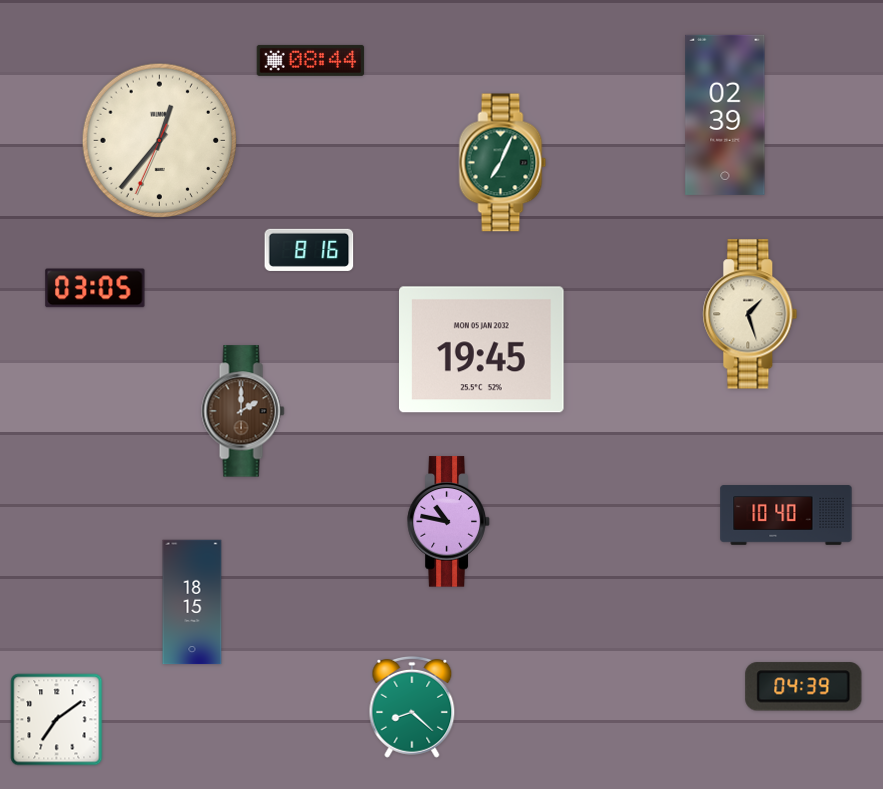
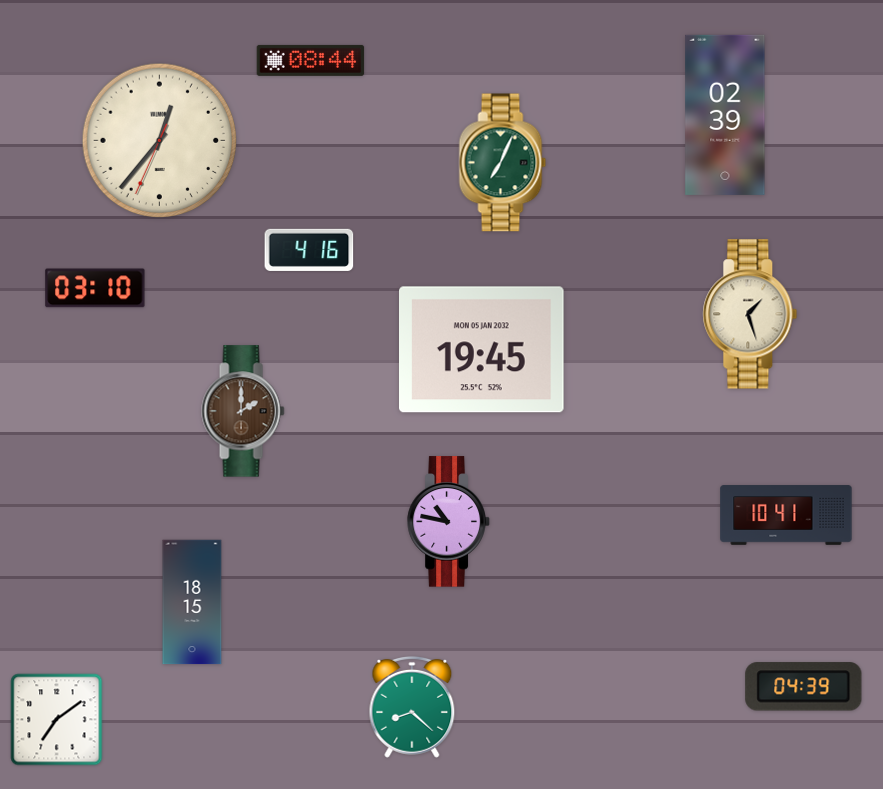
clock at (309, 250): 8:16 -> 4:16
clock at (95, 288): 03:05 -> 03:10
clock at (786, 515): 10:40 -> 10:41
